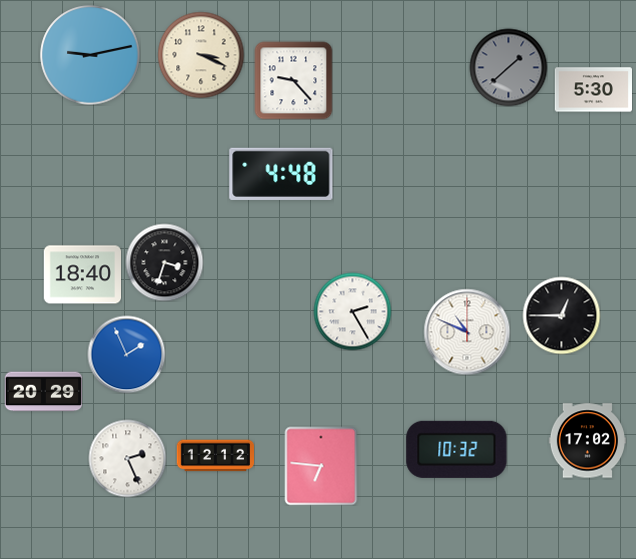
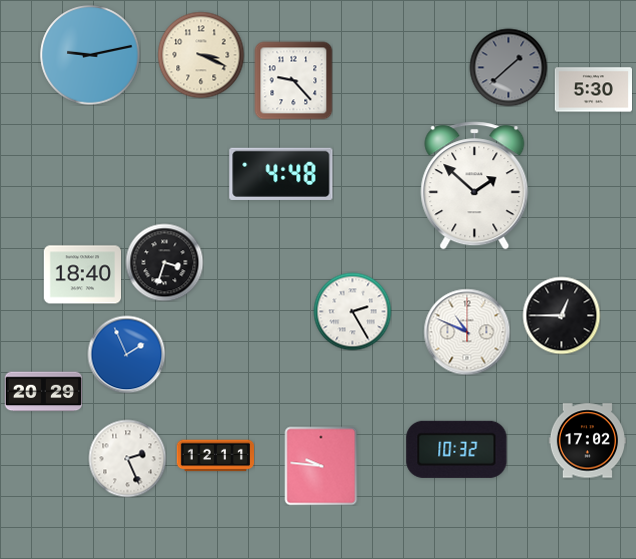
clock at (475, 186): none -> 1:52
clock at (215, 456): 12:12 -> 12:11
clock at (321, 466): 6:46 -> 9:46
